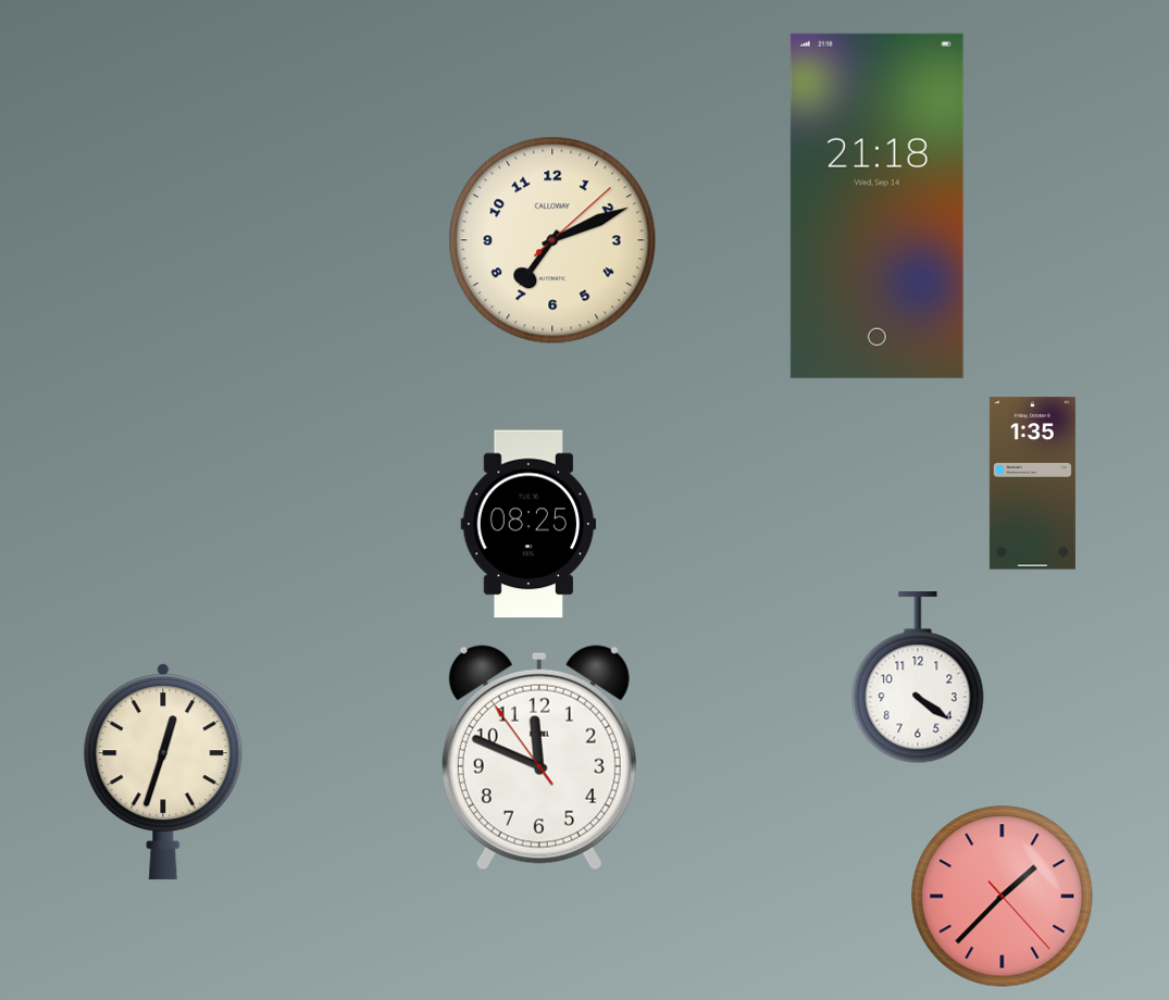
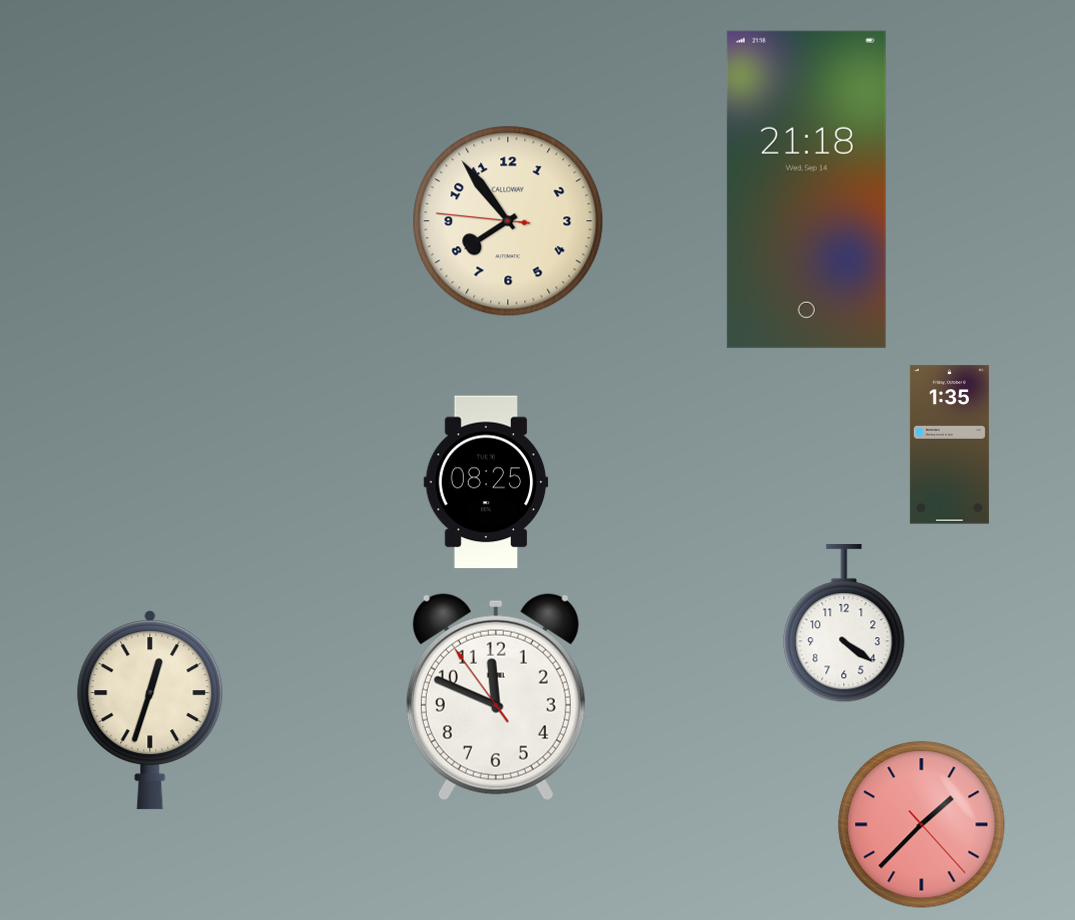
clock at (552, 240): 7:11 -> 7:53
